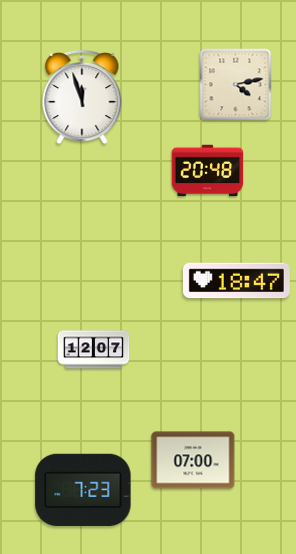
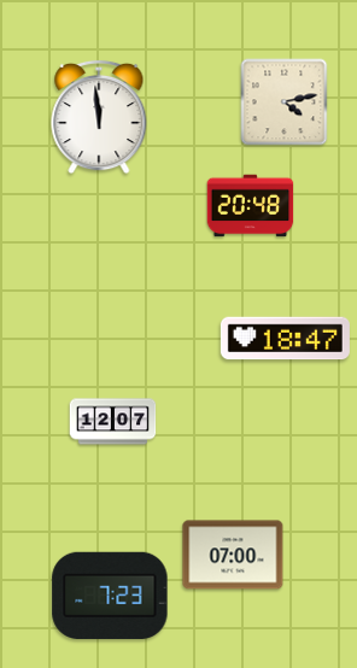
clock at (82, 97): 11:57 -> 11:59
clock at (83, 490) position: (83, 490) -> (110, 596)
